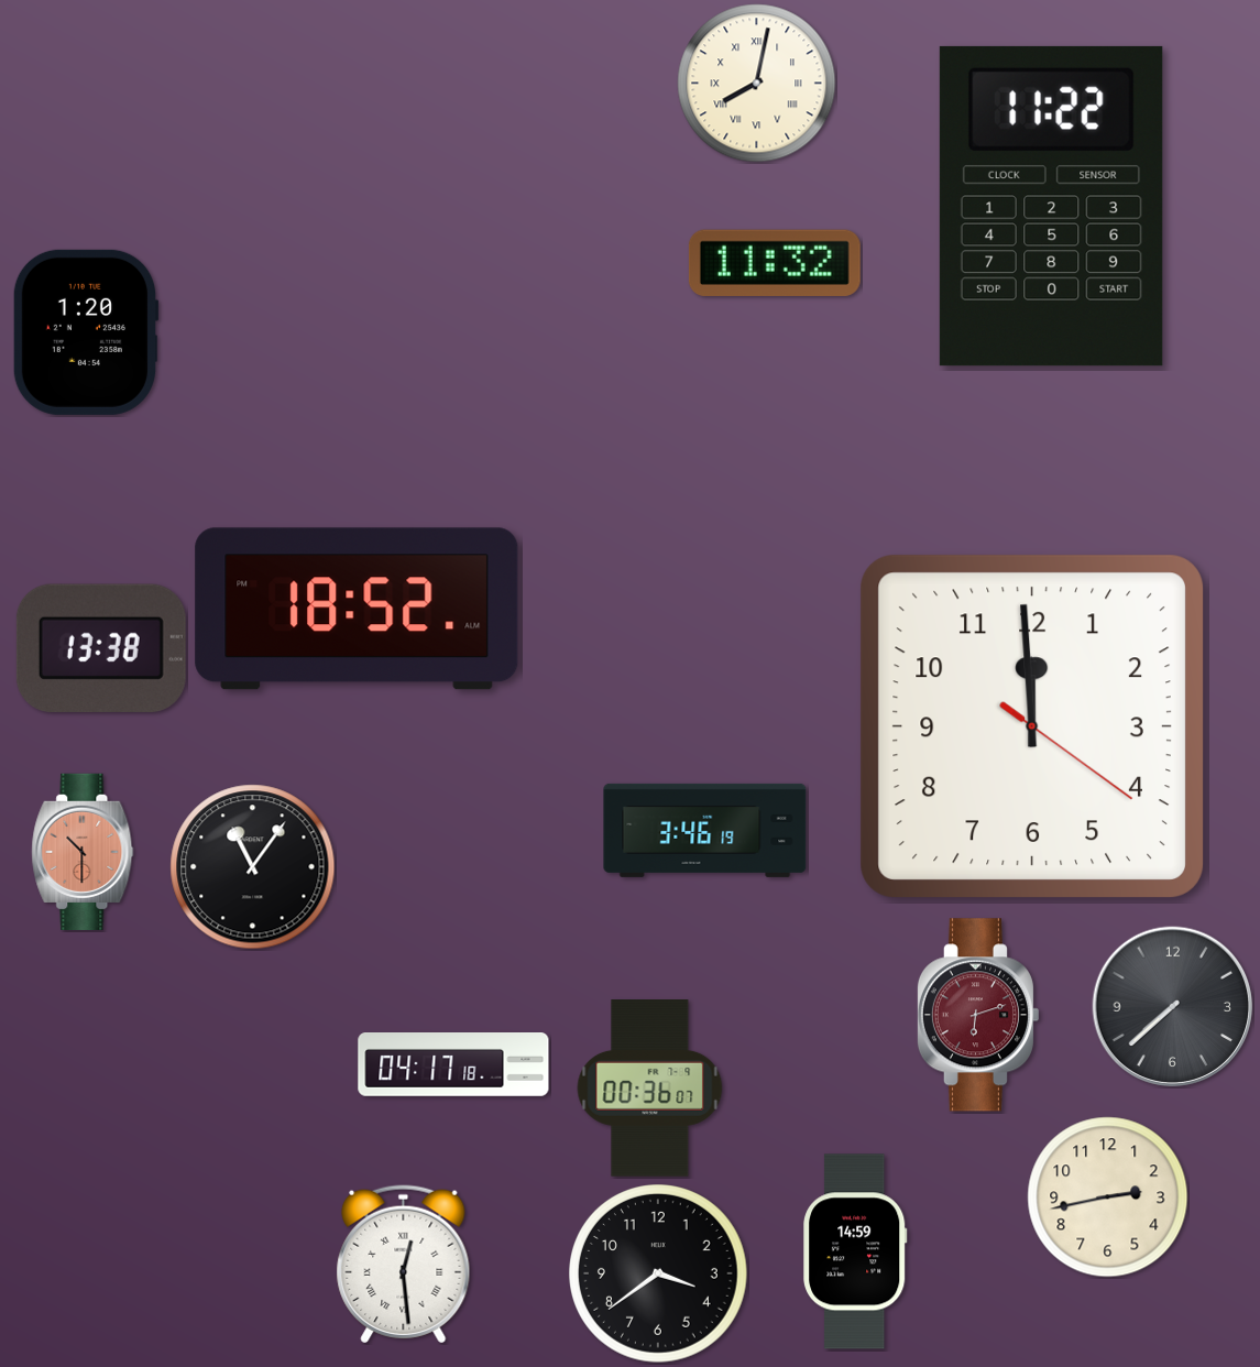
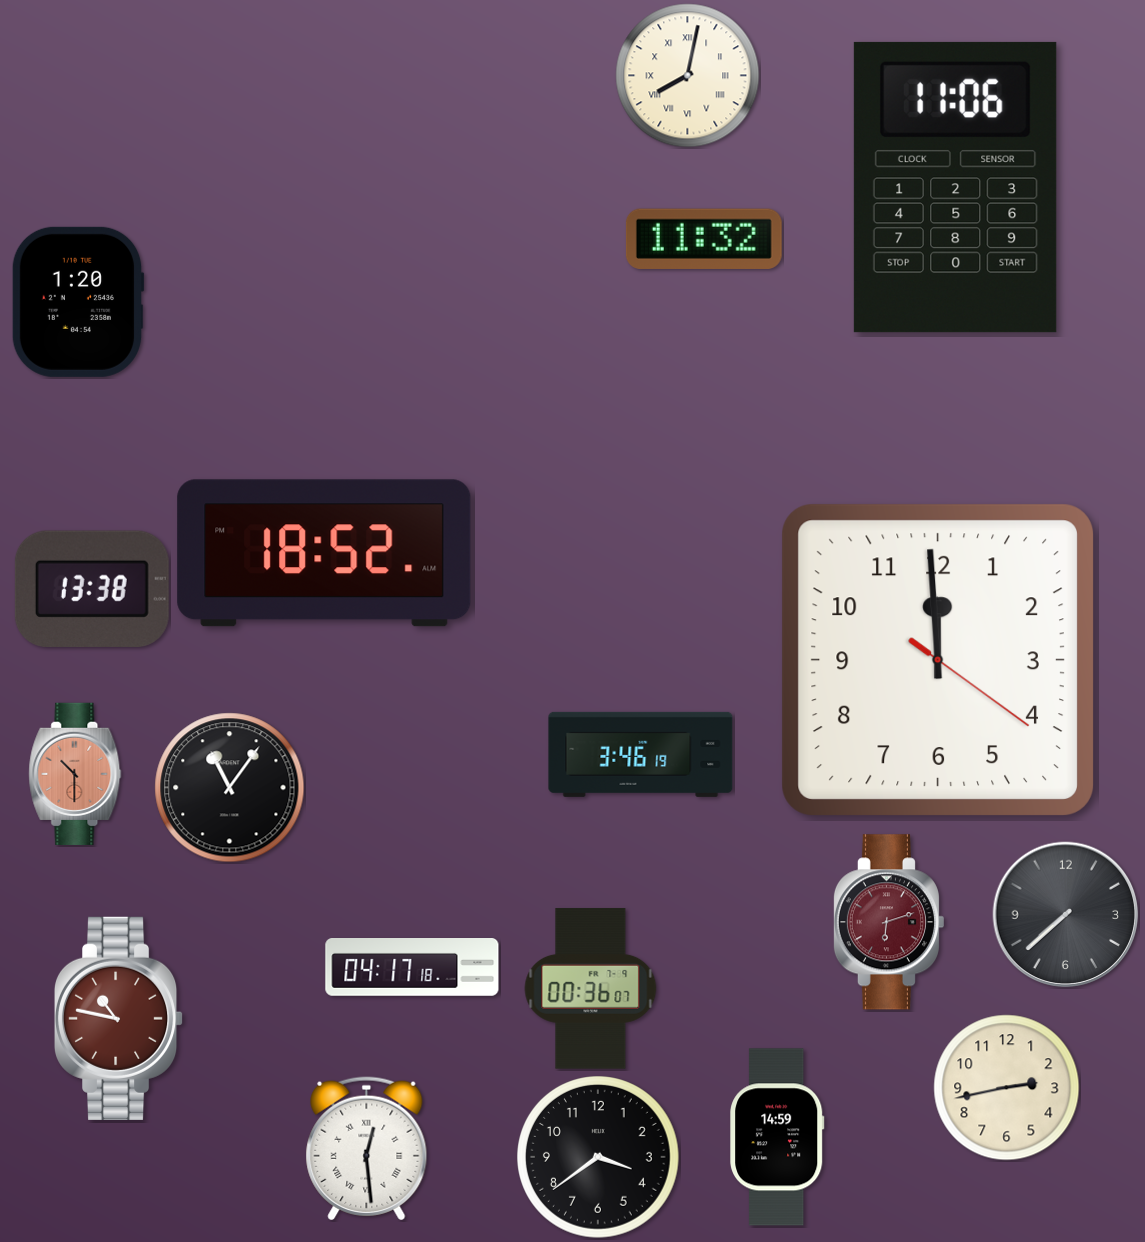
clock at (1051, 206): 11:22 -> 11:06
clock at (119, 1018): none -> 10:47
